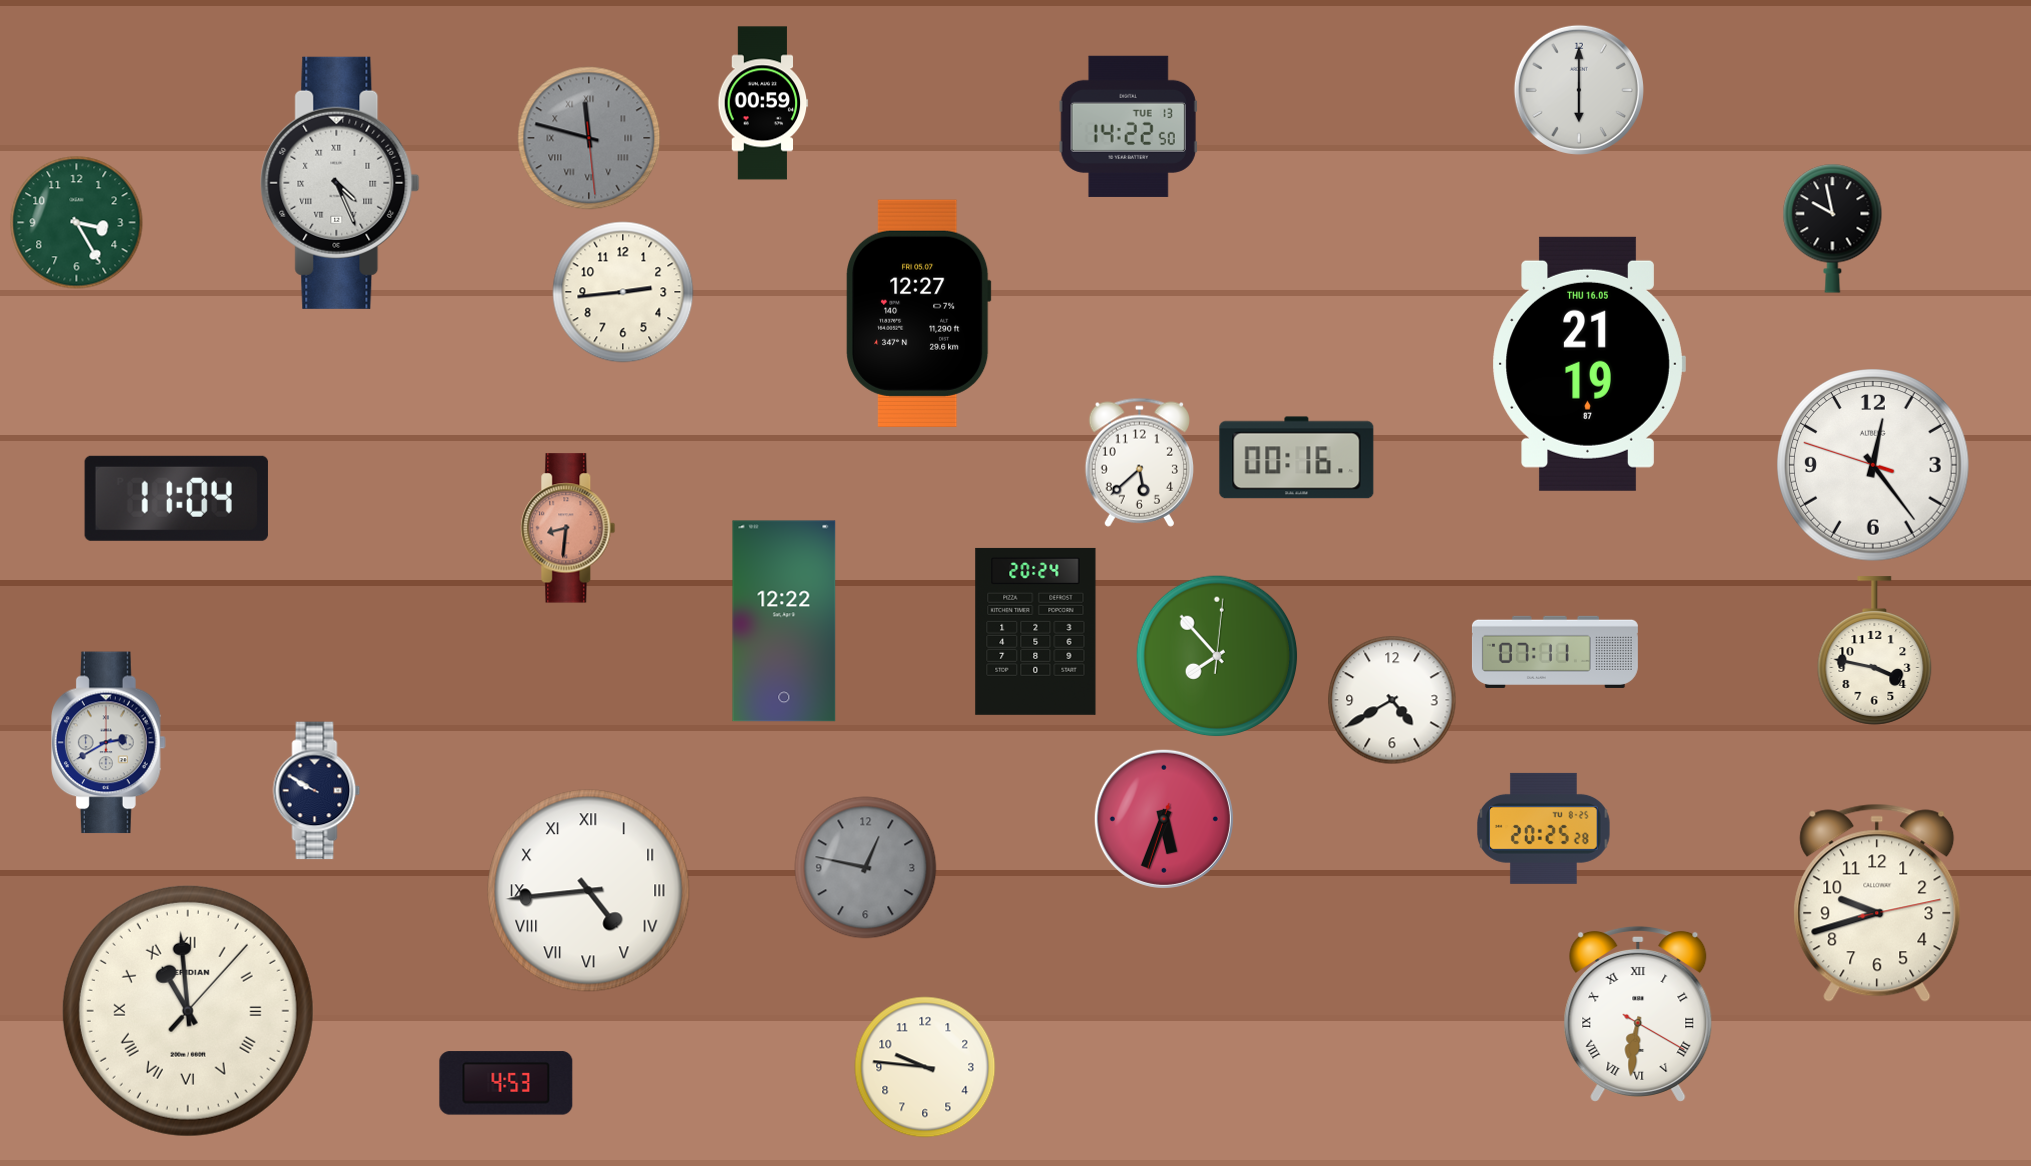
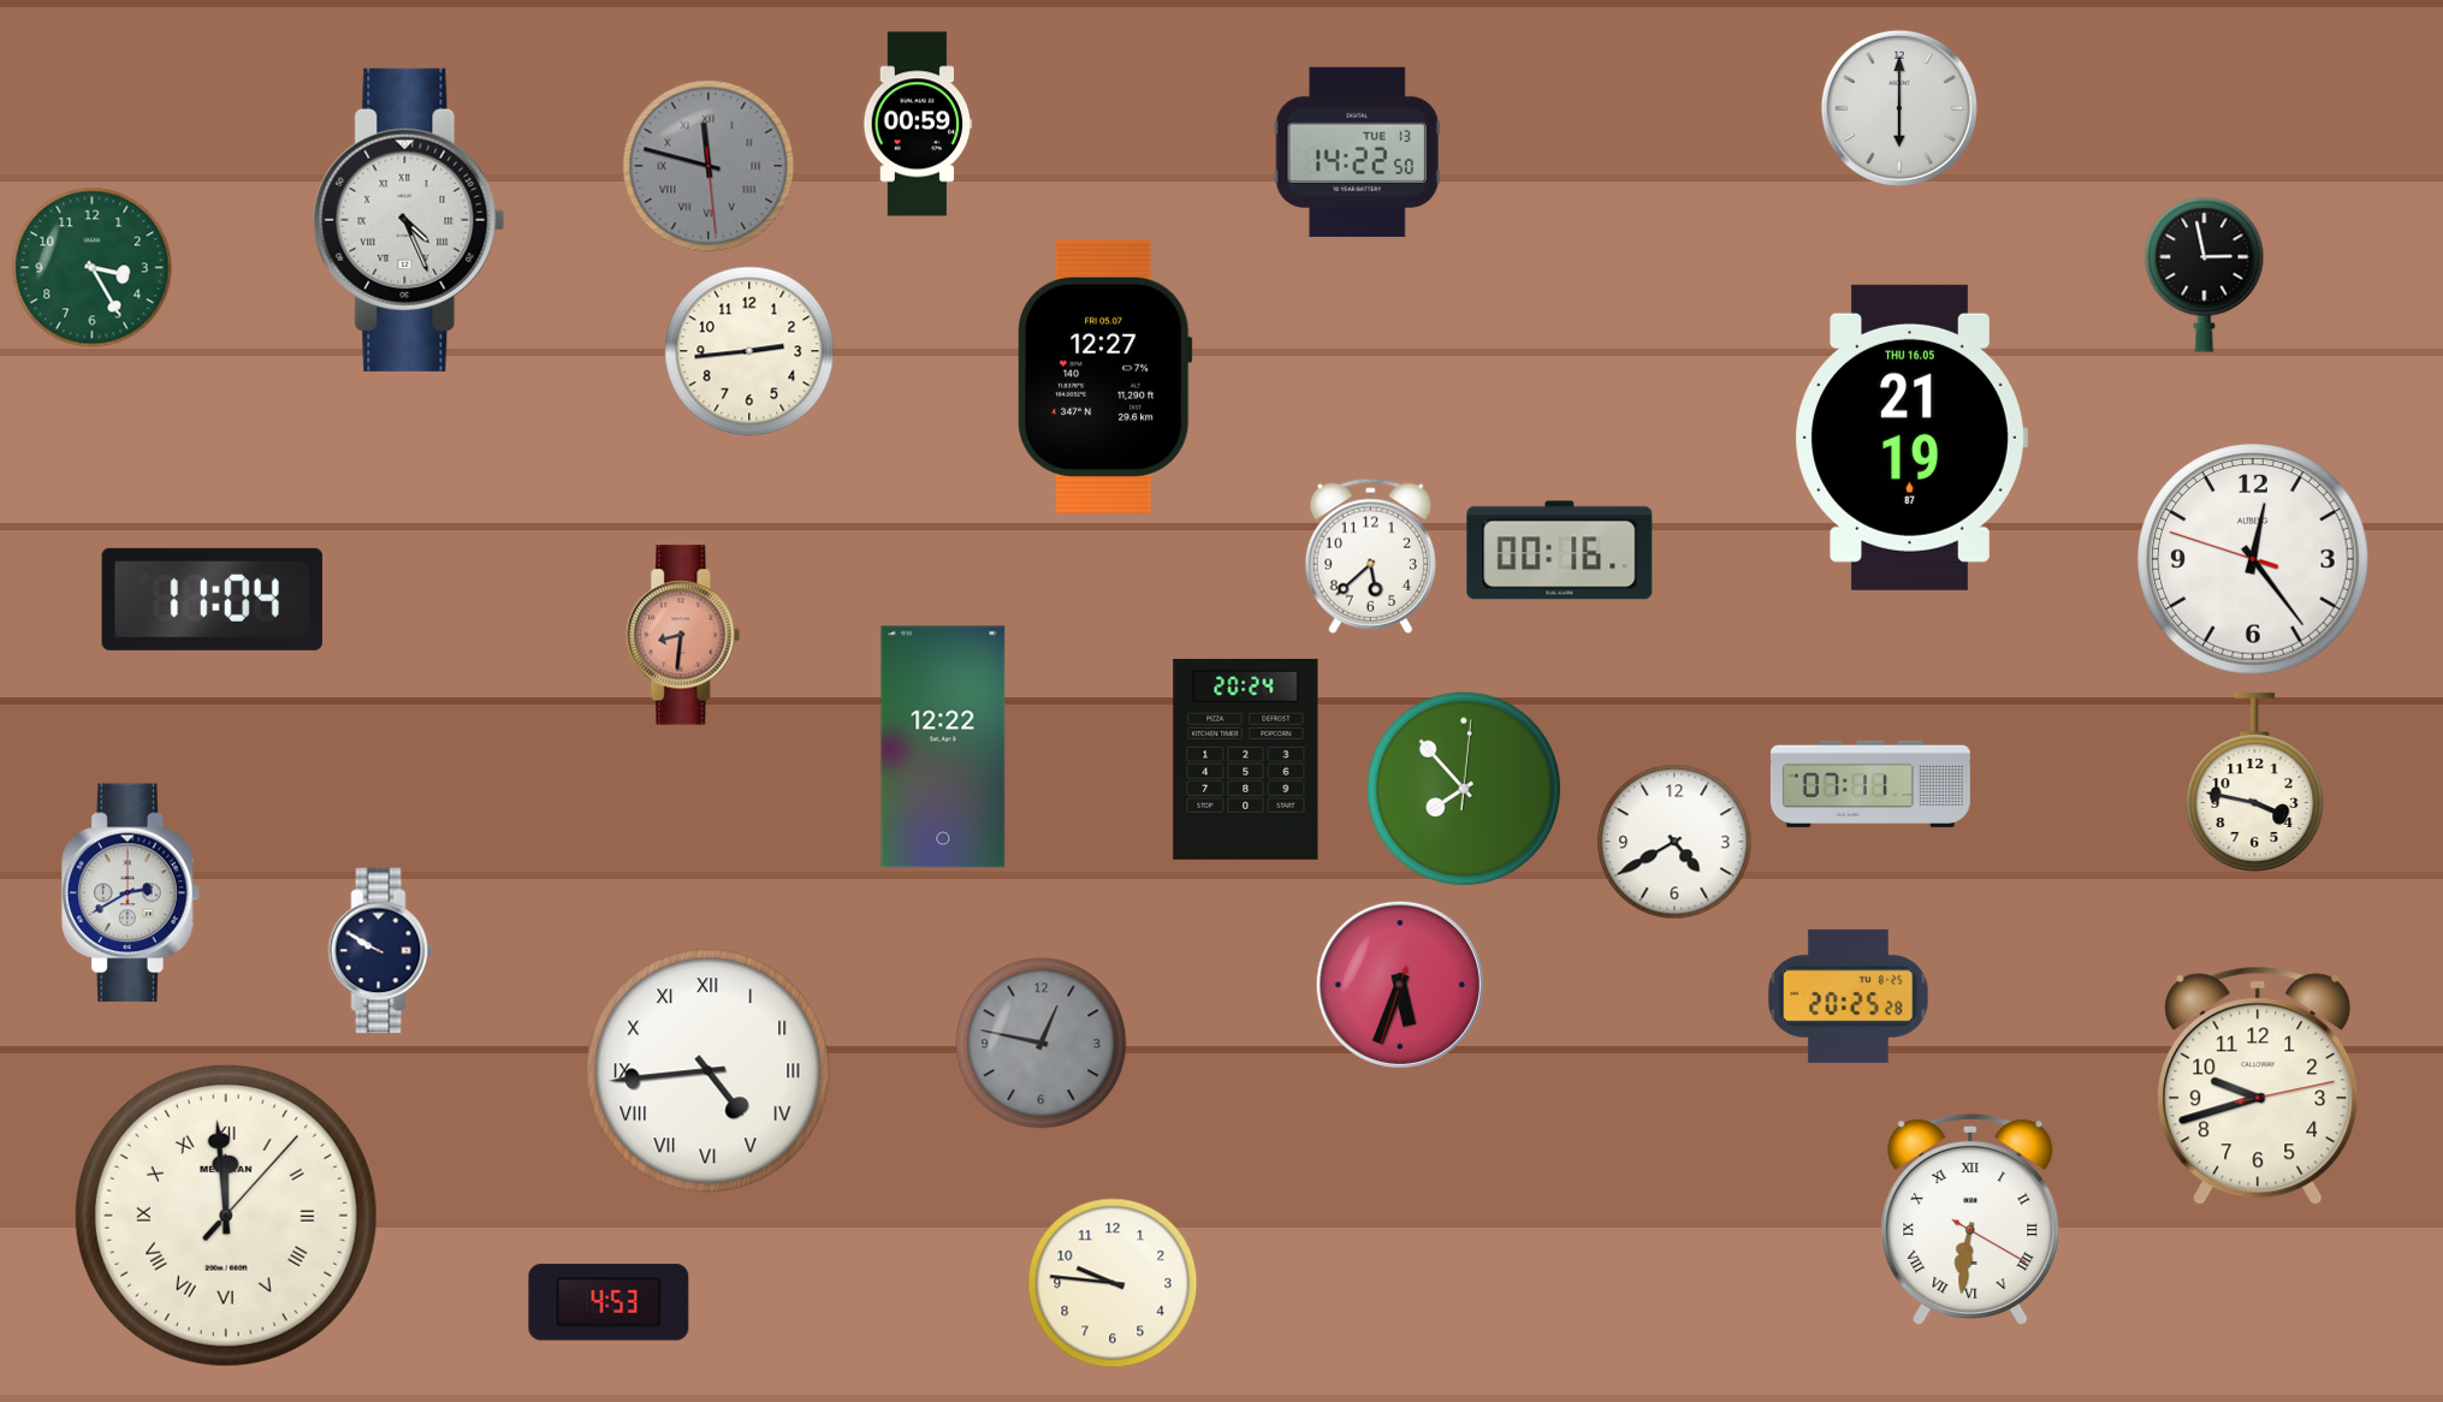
clock at (1833, 228): 9:58 -> 2:58
clock at (1544, 828) position: (1544, 828) -> (1849, 996)
clock at (188, 1011): 10:59 -> 11:59
